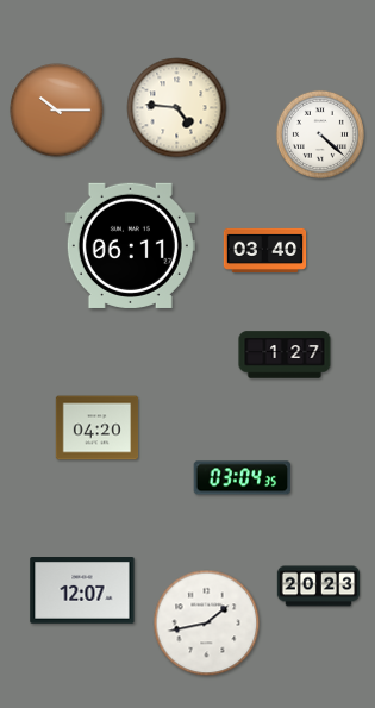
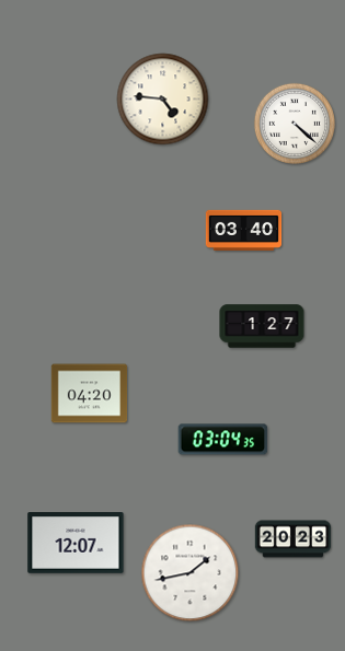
clock at (57, 111): 10:15 -> none
clock at (130, 245): 06:11 -> none
